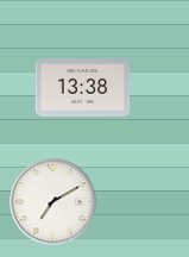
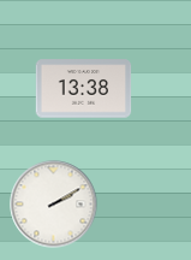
clock at (53, 202): 7:10 -> 2:10
